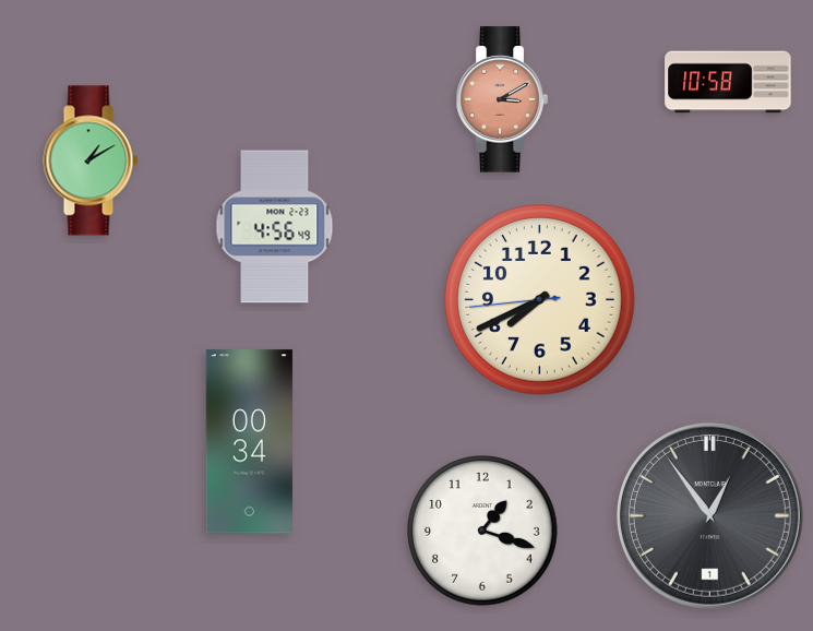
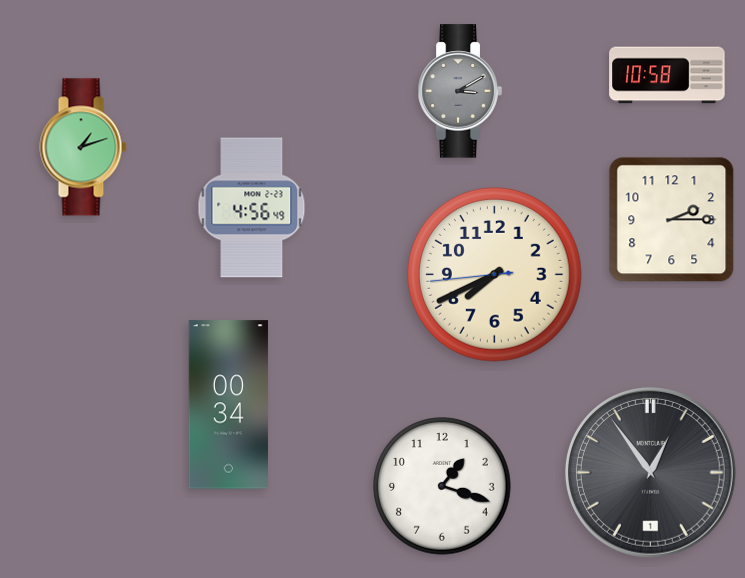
clock at (502, 99) dial: salmon -> grey
clock at (91, 160): 1:10 -> 1:12
clock at (672, 220): none -> 2:15
